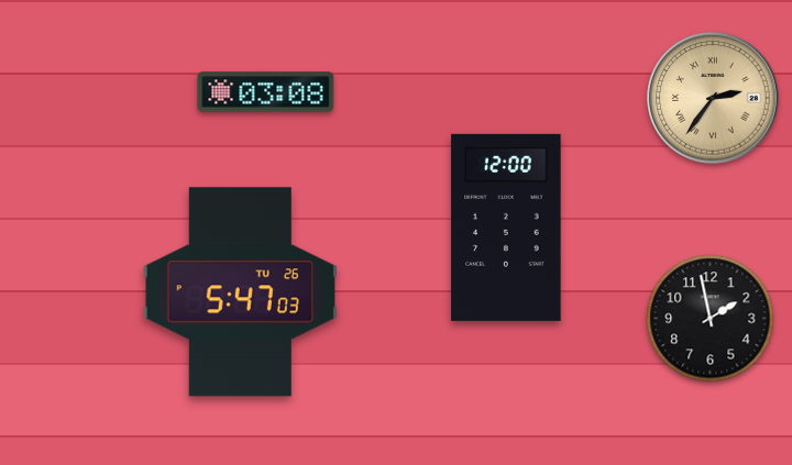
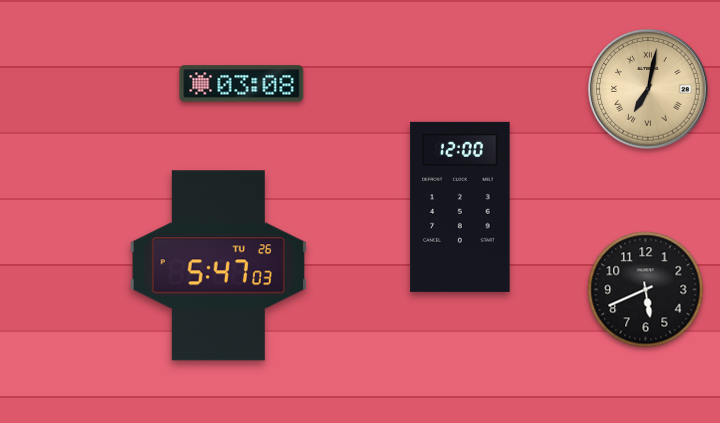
clock at (713, 98): 2:36 -> 7:02
clock at (711, 319): 1:58 -> 5:41
